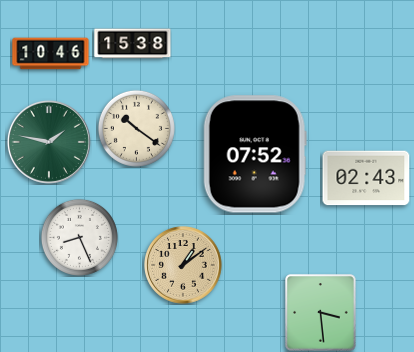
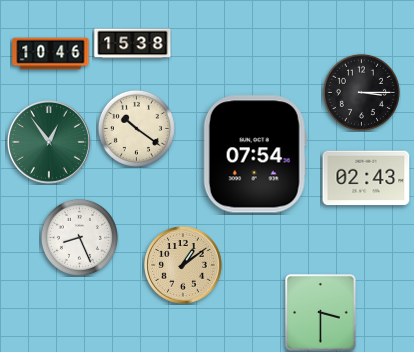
clock at (361, 92): none -> 3:15
clock at (49, 142): 1:47 -> 12:54
clock at (255, 154): 07:52 -> 07:54
clock at (321, 313): 3:29 -> 3:30
